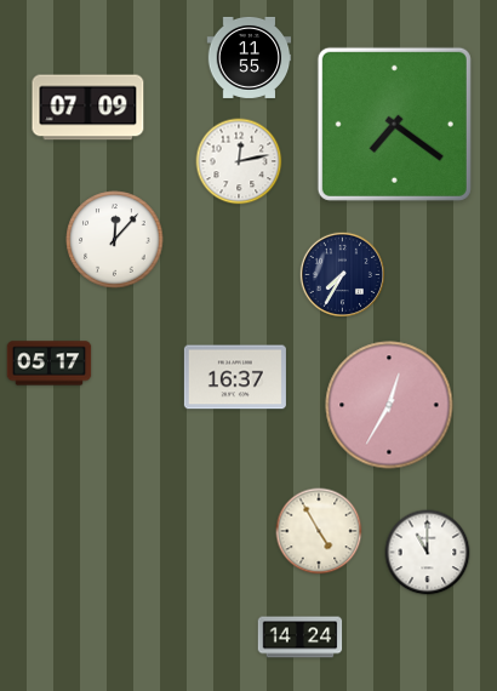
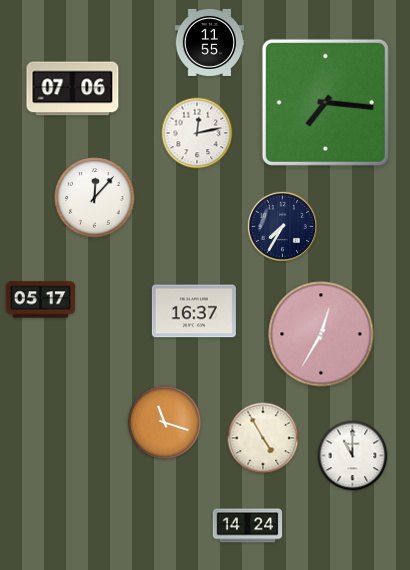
clock at (250, 57) position: (250, 57) -> (210, 42)
clock at (88, 108): 07:09 -> 07:06
clock at (394, 124): 7:21 -> 7:16
clock at (165, 423): none -> 11:18
